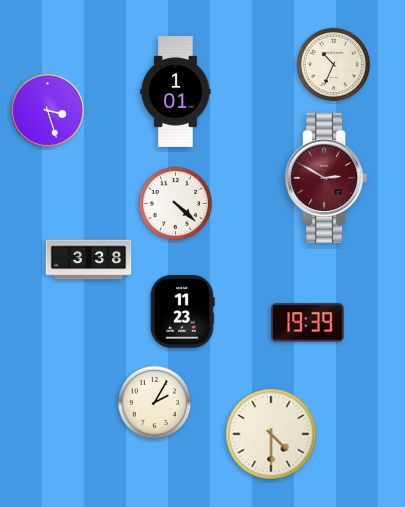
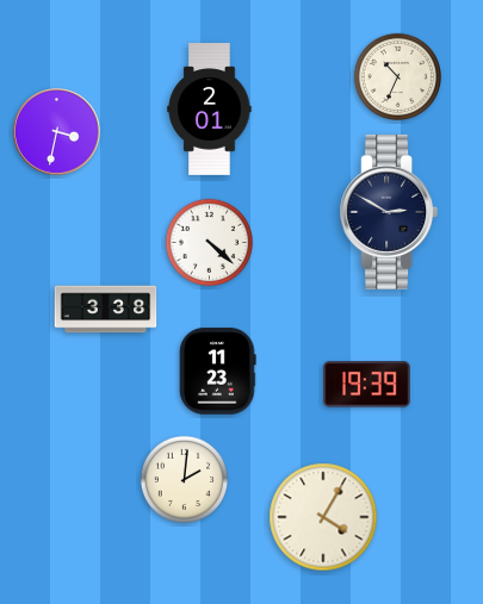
clock at (176, 92): 1:01 -> 2:01
clock at (48, 111): 3:27 -> 3:32
clock at (326, 178) dial: burgundy -> navy
clock at (154, 402): 2:05 -> 2:01
clock at (271, 434): 4:30 -> 4:05
